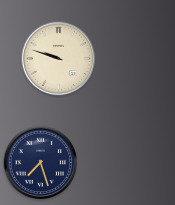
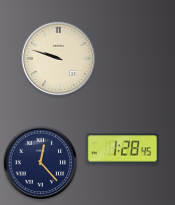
clock at (122, 149): none -> 1:28
clock at (41, 163): 7:27 -> 12:23
